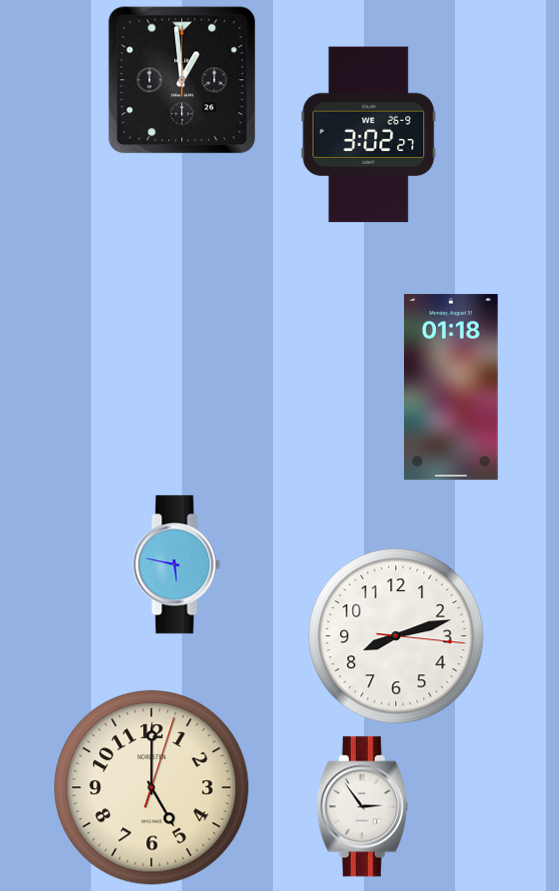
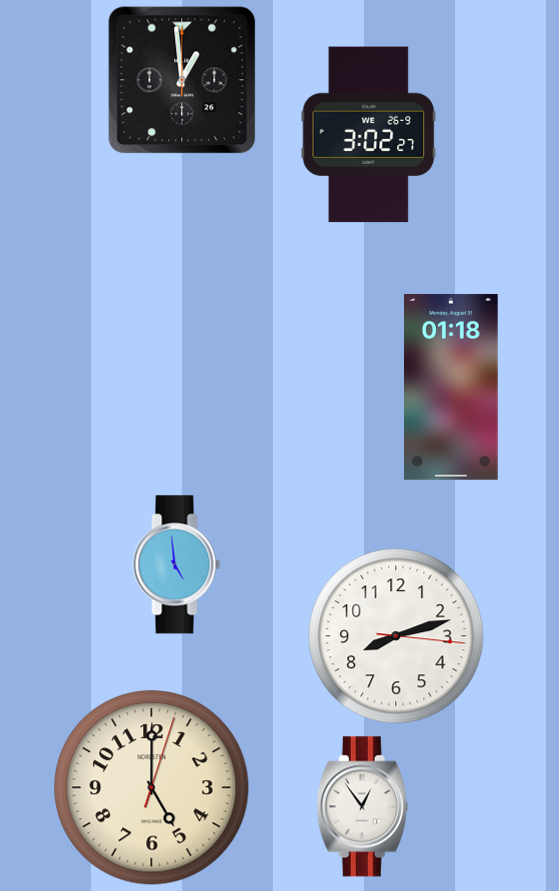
clock at (177, 565): 5:47 -> 4:59
clock at (362, 807): 2:54 -> 12:54
